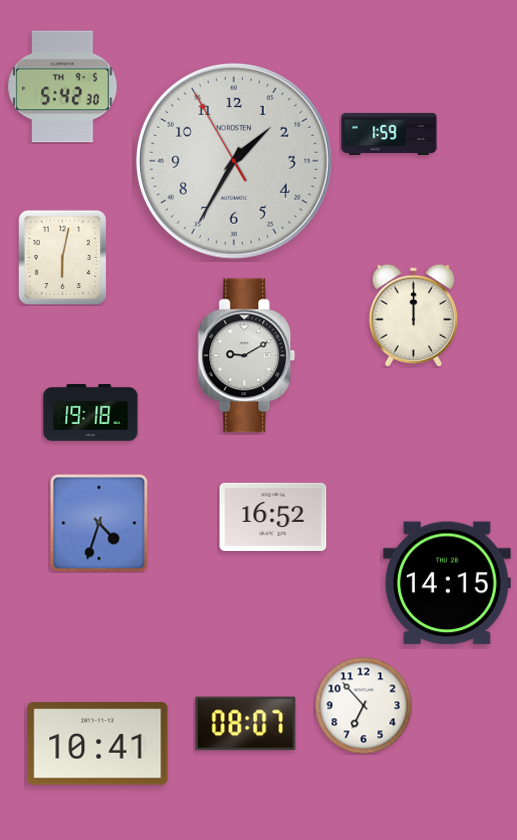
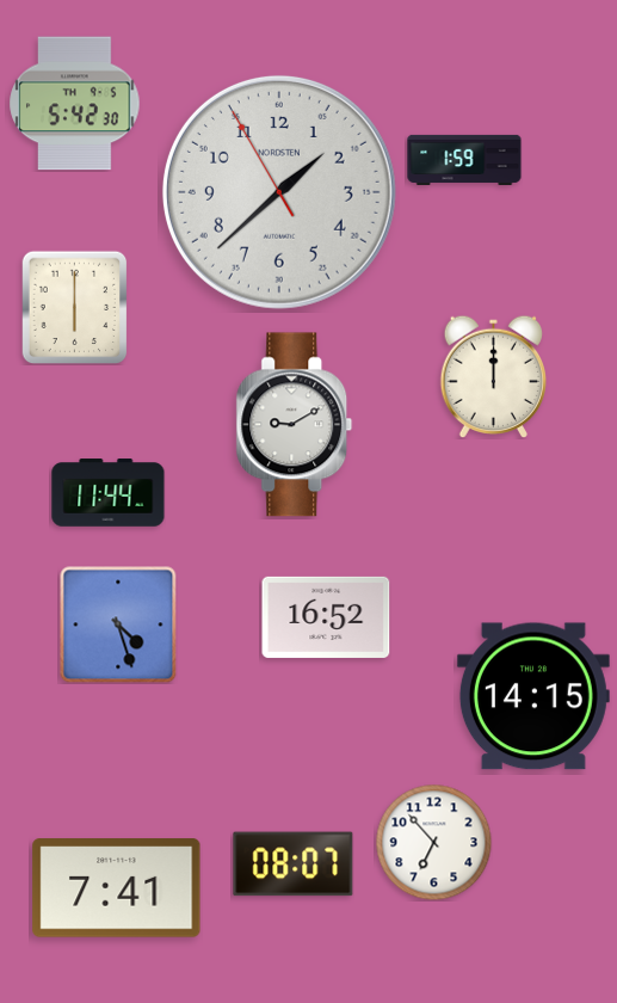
clock at (234, 161): 1:34 -> 1:37
clock at (63, 257): 6:02 -> 6:00
clock at (91, 413): 19:18 -> 11:44
clock at (99, 523): 4:33 -> 4:27
clock at (98, 744): 10:41 -> 7:41
